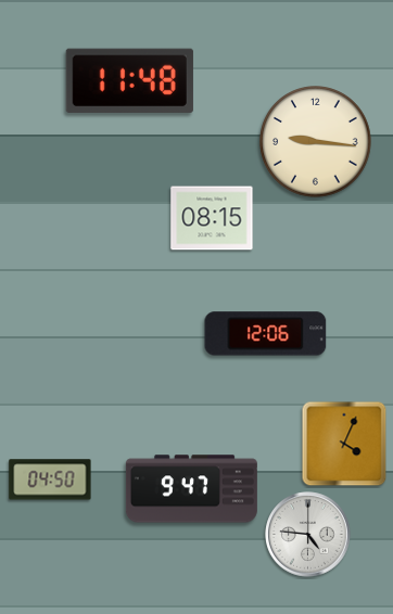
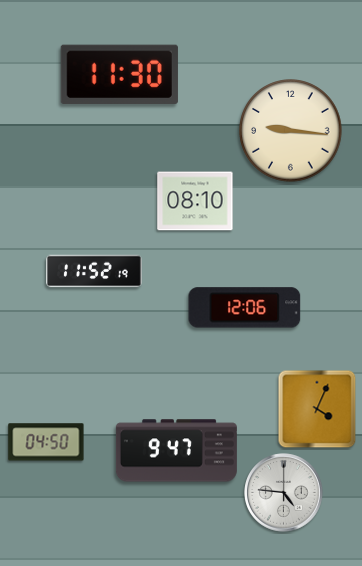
clock at (129, 80): 11:48 -> 11:30
clock at (212, 218): 08:15 -> 08:10
clock at (95, 271): none -> 11:52
